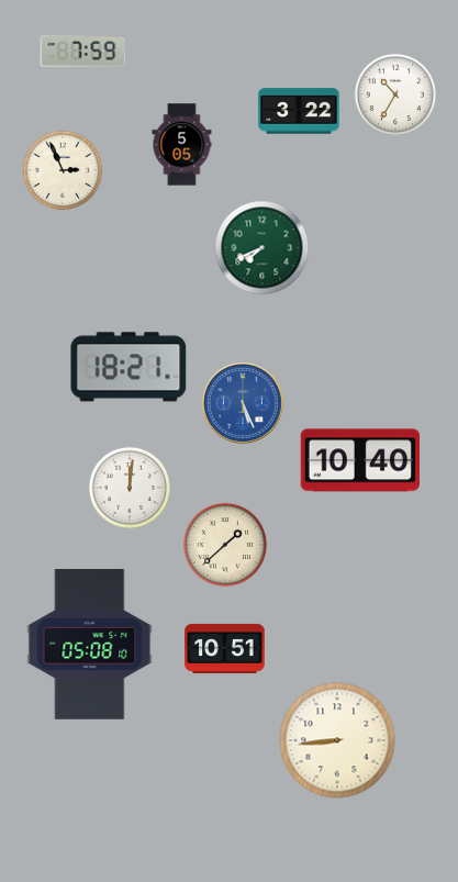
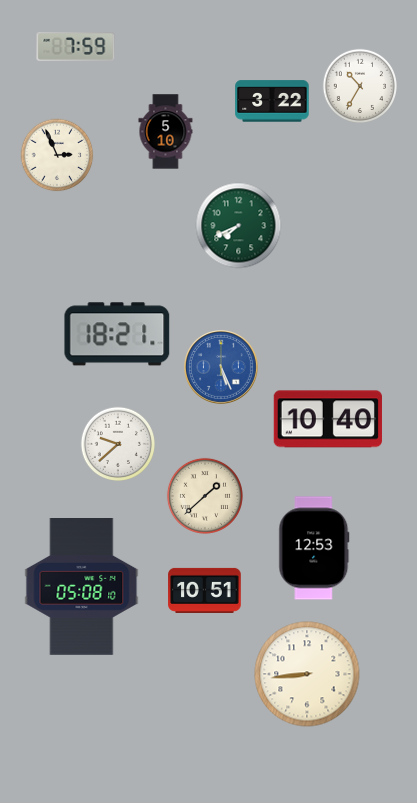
clock at (182, 145): 5:05 -> 5:10
clock at (129, 487): 12:01 -> 9:38
clock at (314, 548): none -> 12:53
